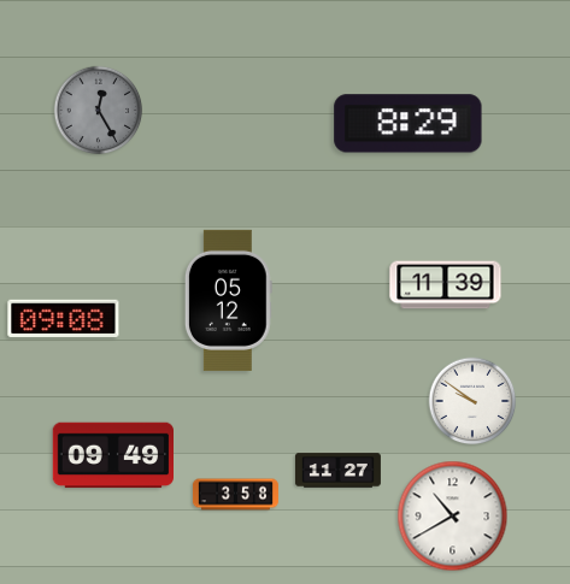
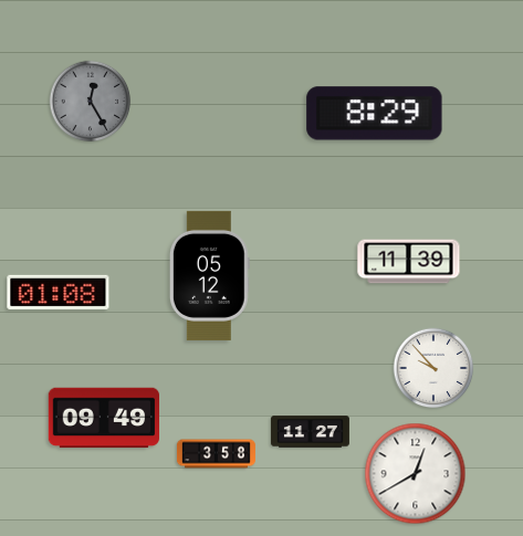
clock at (64, 318): 09:08 -> 01:08
clock at (472, 401): 9:51 -> 9:53
clock at (453, 517): 10:40 -> 12:40
